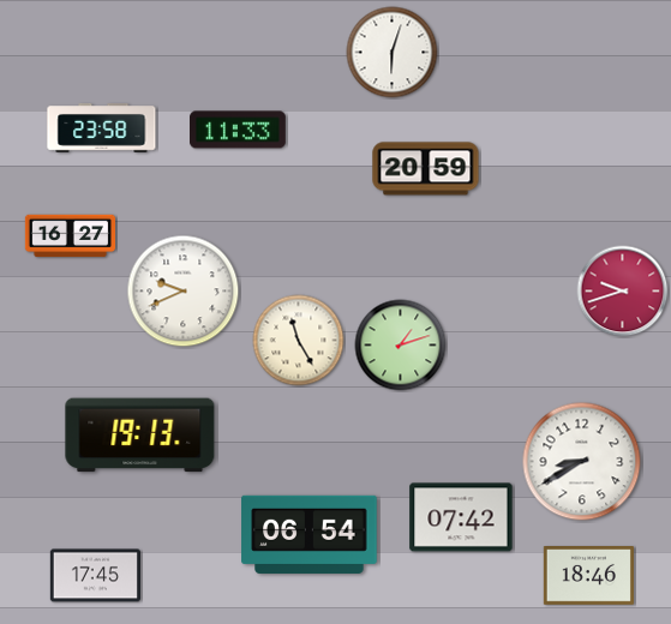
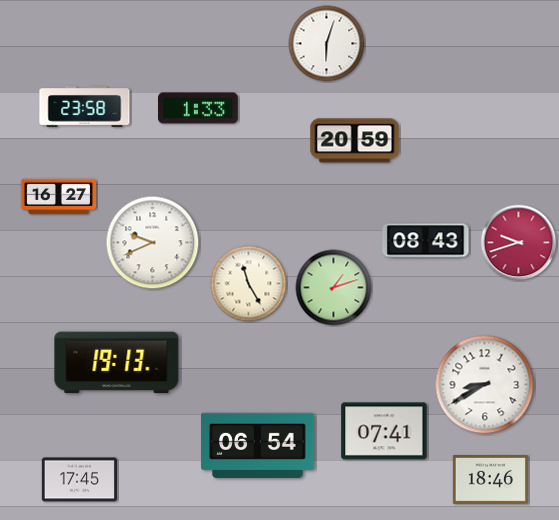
clock at (239, 130): 11:33 -> 1:33
clock at (426, 241): none -> 08:43
clock at (461, 517): 07:42 -> 07:41
